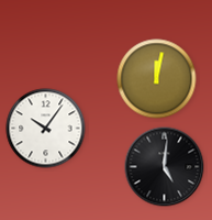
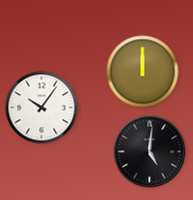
clock at (157, 79): 12:02 -> 12:00
clock at (46, 129) position: (46, 129) -> (42, 108)
